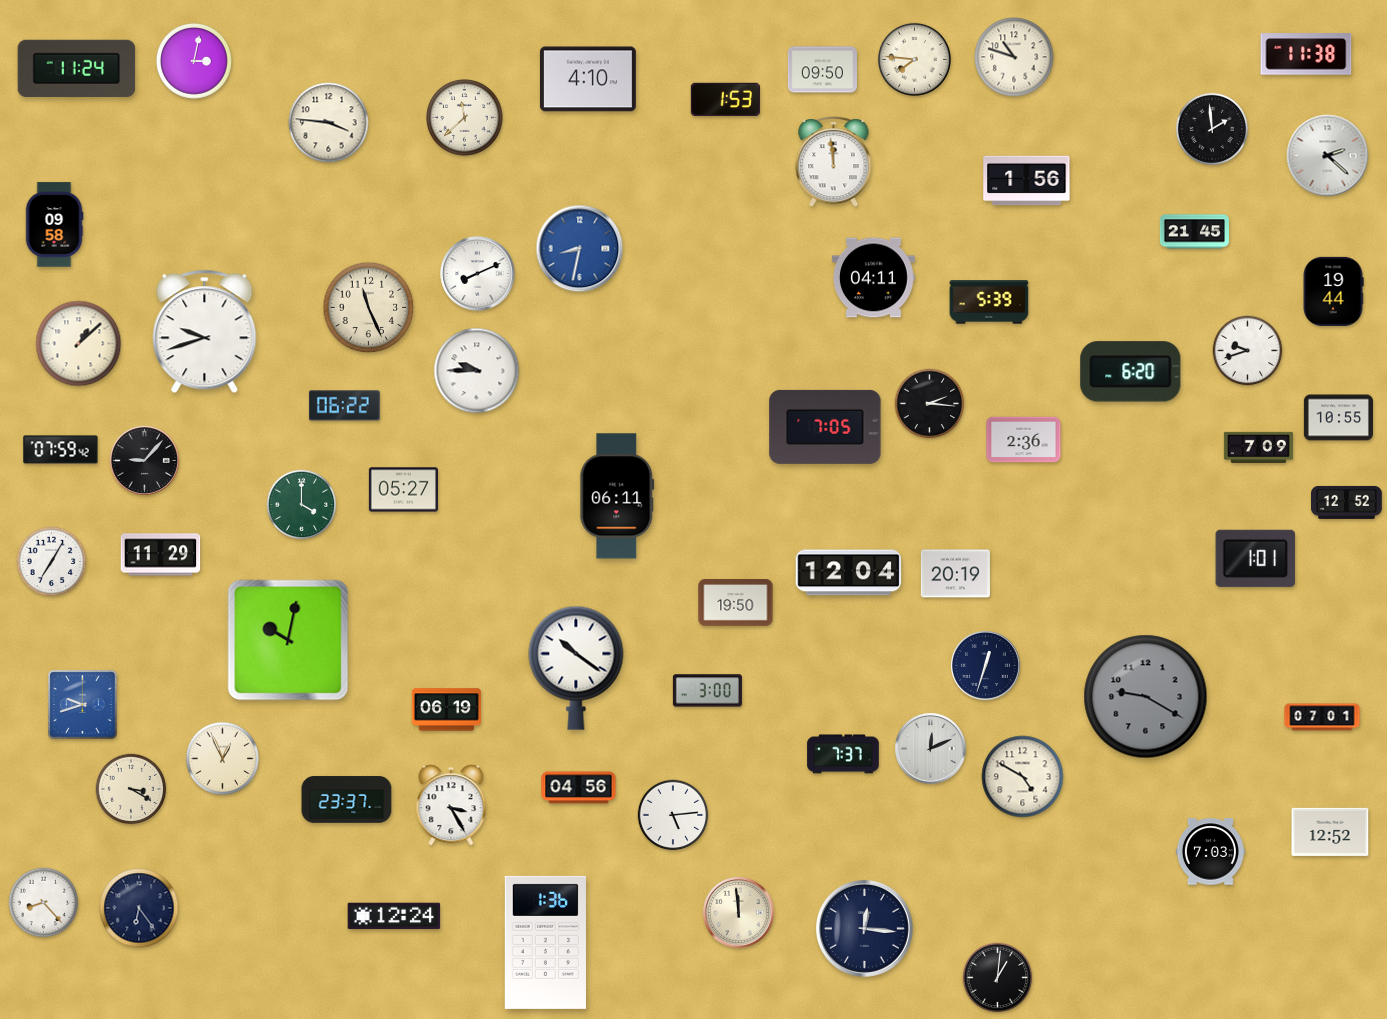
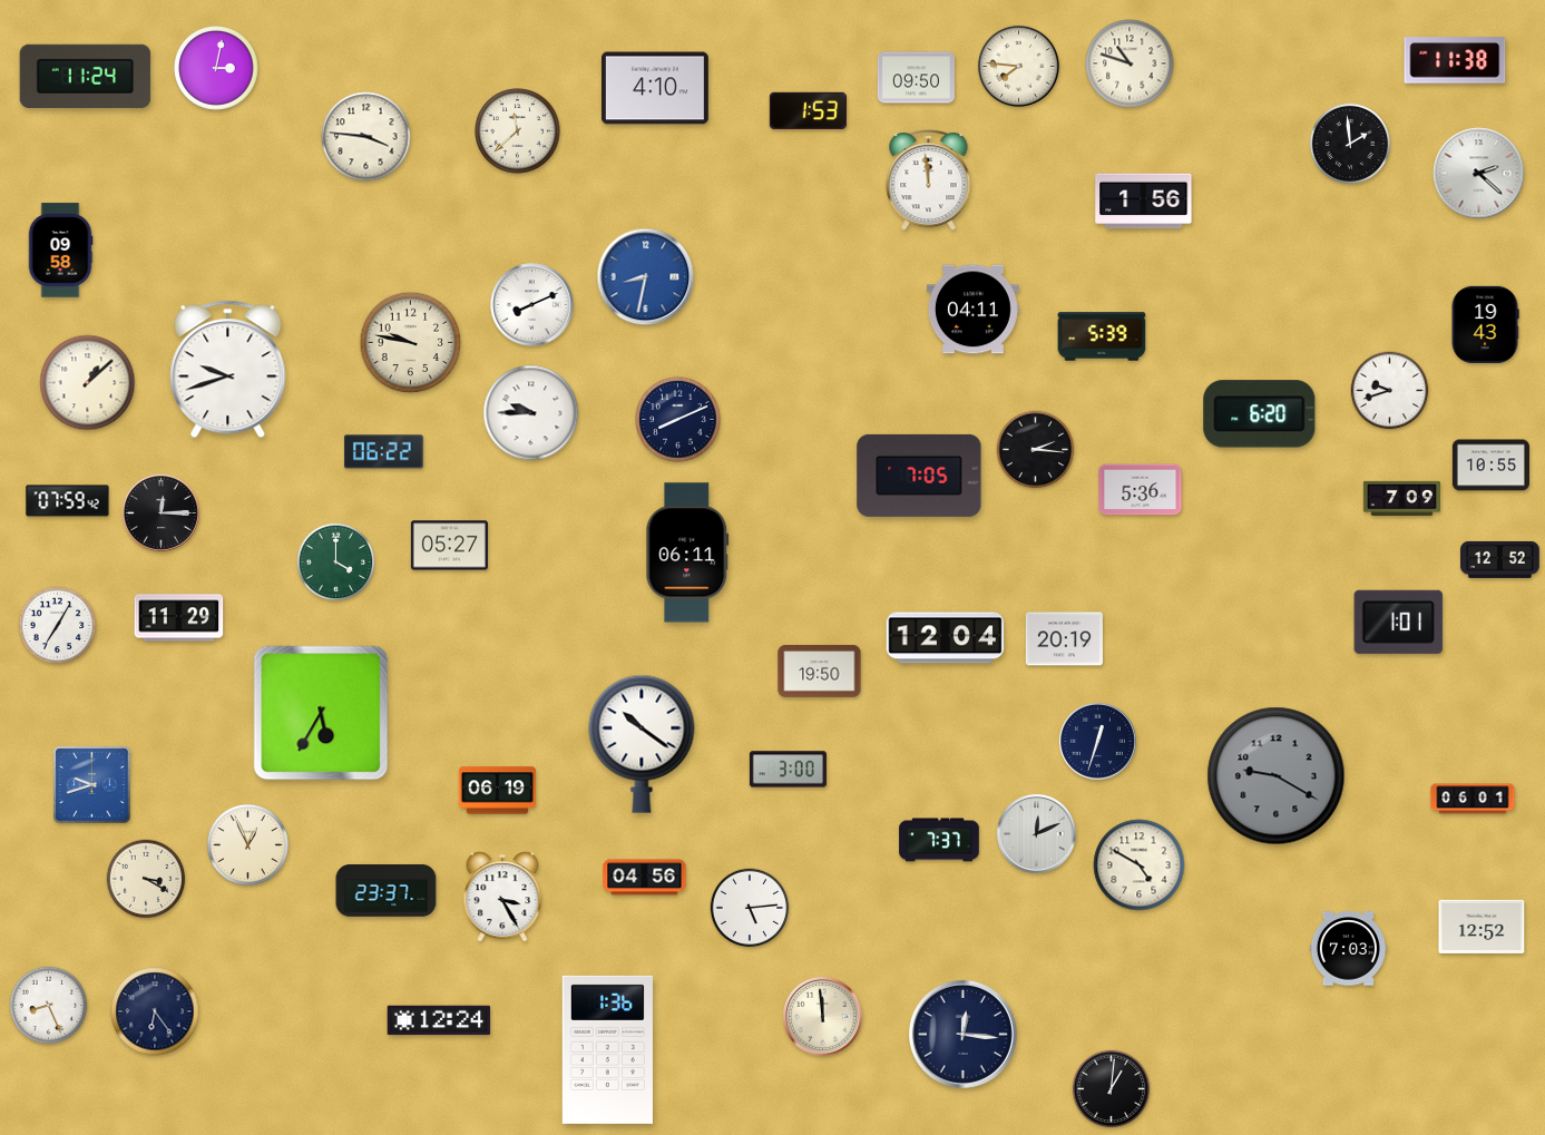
clock at (1194, 232): 21:45 -> none
clock at (1333, 291): 19:44 -> 19:43
clock at (369, 308): 11:26 -> 9:47
clock at (678, 420): none -> 8:11
clock at (1024, 440): 2:36 -> 5:36
clock at (144, 460): 9:07 -> 12:15
clock at (288, 640): 10:02 -> 5:35
clock at (1322, 717): 07:01 -> 06:01
clock at (44, 903): 8:23 -> 8:26
